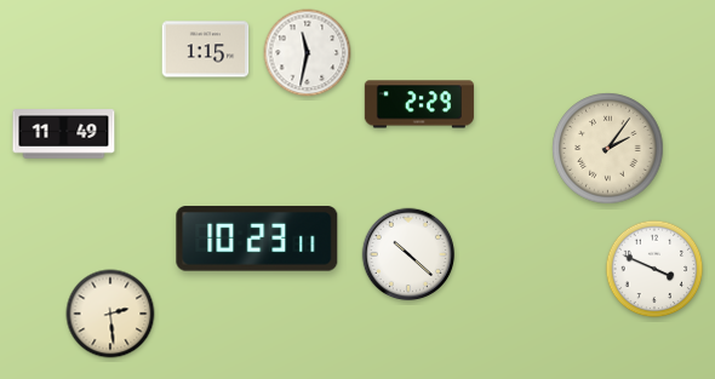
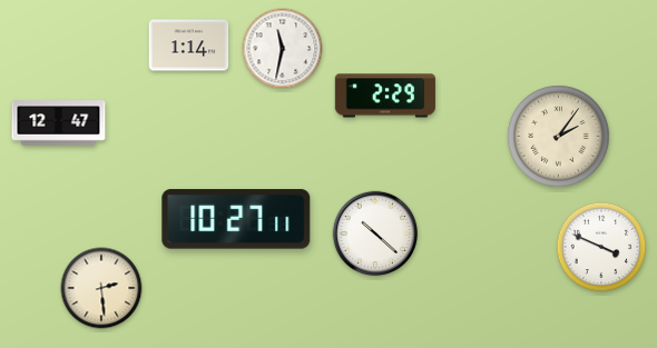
clock at (206, 50): 1:15 -> 1:14
clock at (64, 134): 11:49 -> 12:47
clock at (257, 239): 10:23 -> 10:27
